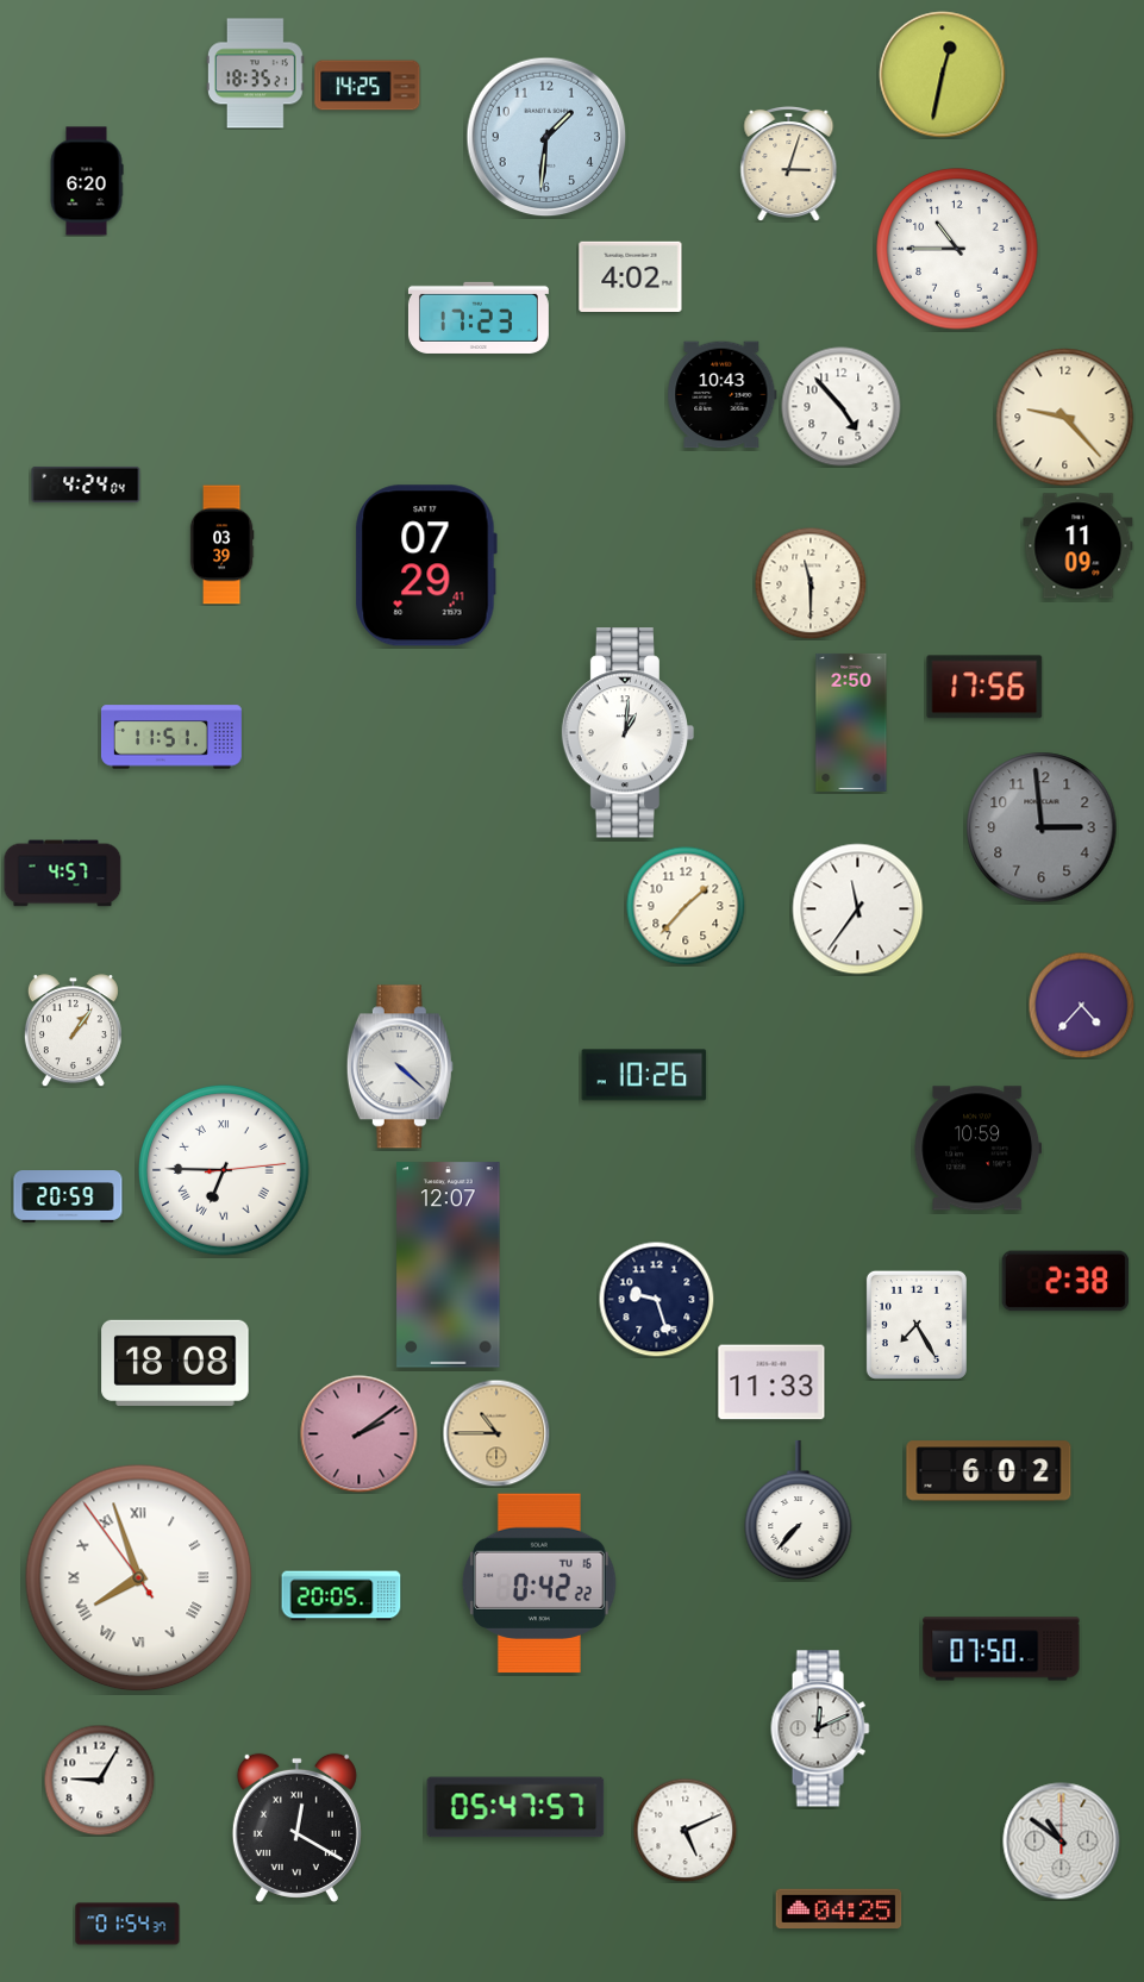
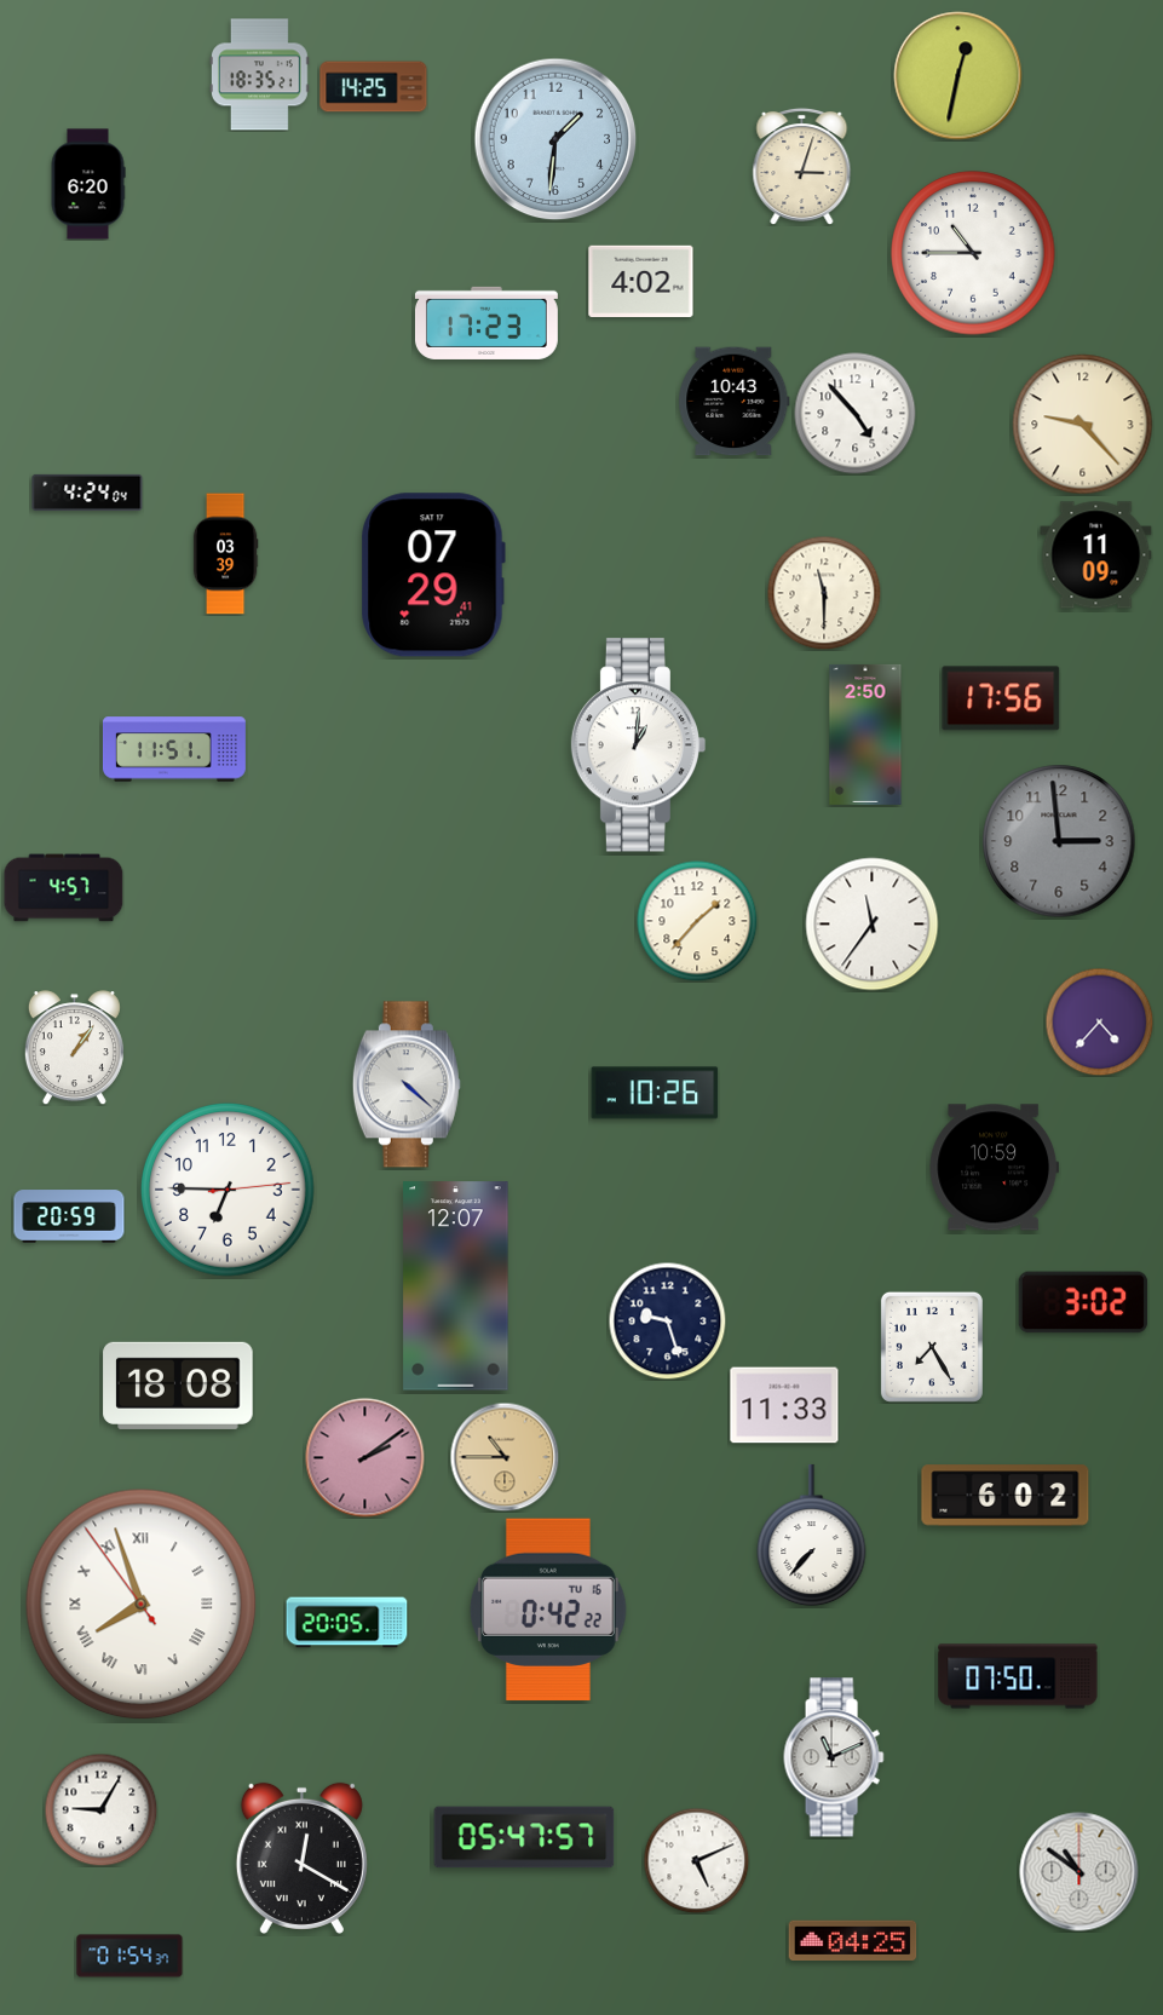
clock at (225, 1171) numerals: Roman -> Arabic
clock at (1065, 1281): 2:38 -> 3:02
clock at (820, 1728): 12:11 -> 11:11
